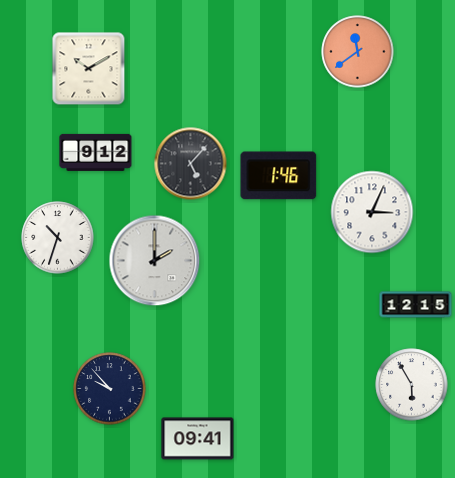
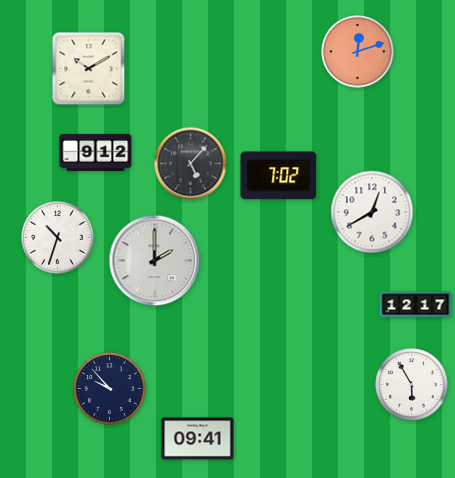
clock at (358, 52): 11:39 -> 12:12
clock at (279, 176): 1:46 -> 7:02
clock at (372, 212): 3:04 -> 12:40
clock at (416, 305): 12:15 -> 12:17
